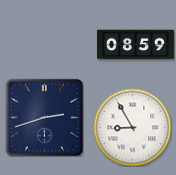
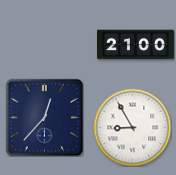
clock at (136, 45): 08:59 -> 21:00
clock at (44, 117): 2:42 -> 12:37
